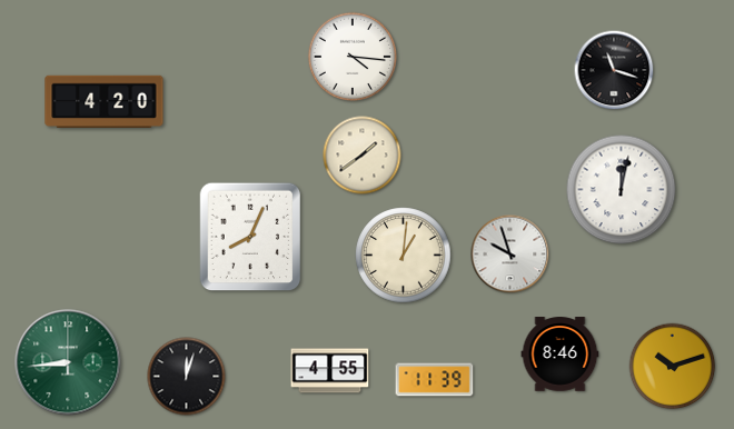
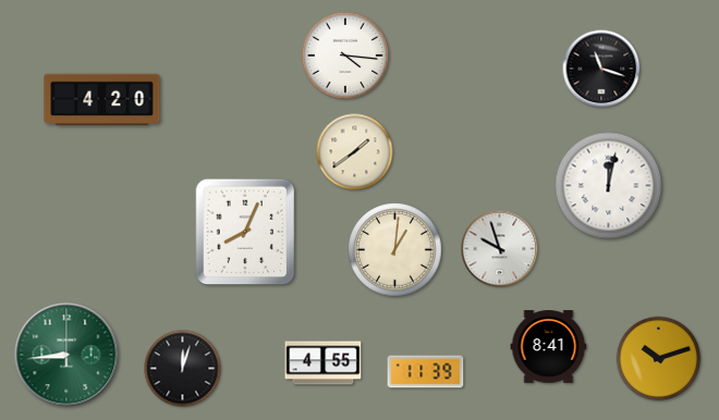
clock at (561, 355): 8:46 -> 8:41
